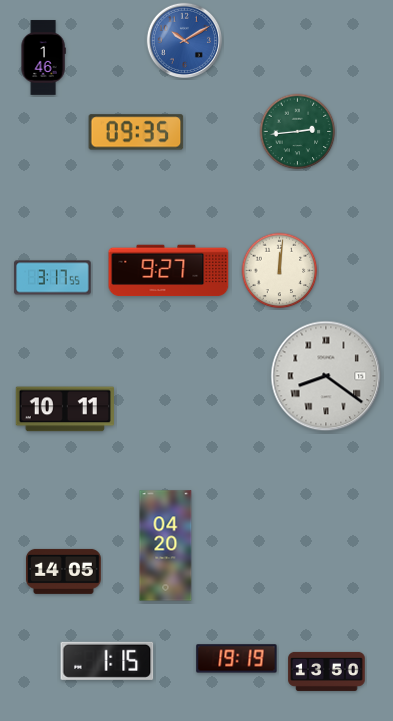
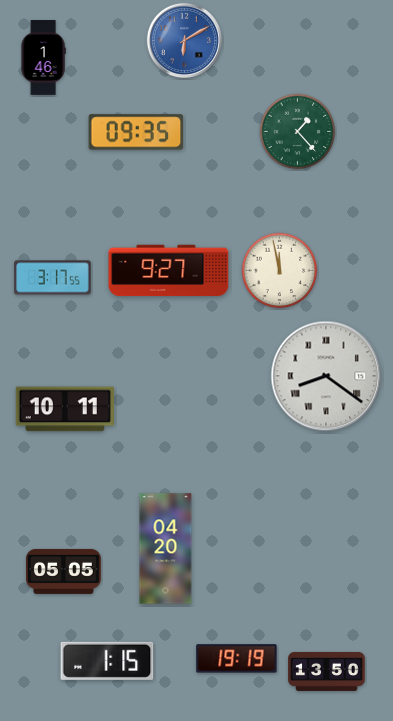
clock at (184, 40): 10:10 -> 6:10
clock at (298, 132): 2:44 -> 1:23
clock at (280, 271): 12:01 -> 11:58
clock at (166, 546) position: (166, 546) -> (166, 549)
clock at (64, 571): 14:05 -> 05:05
